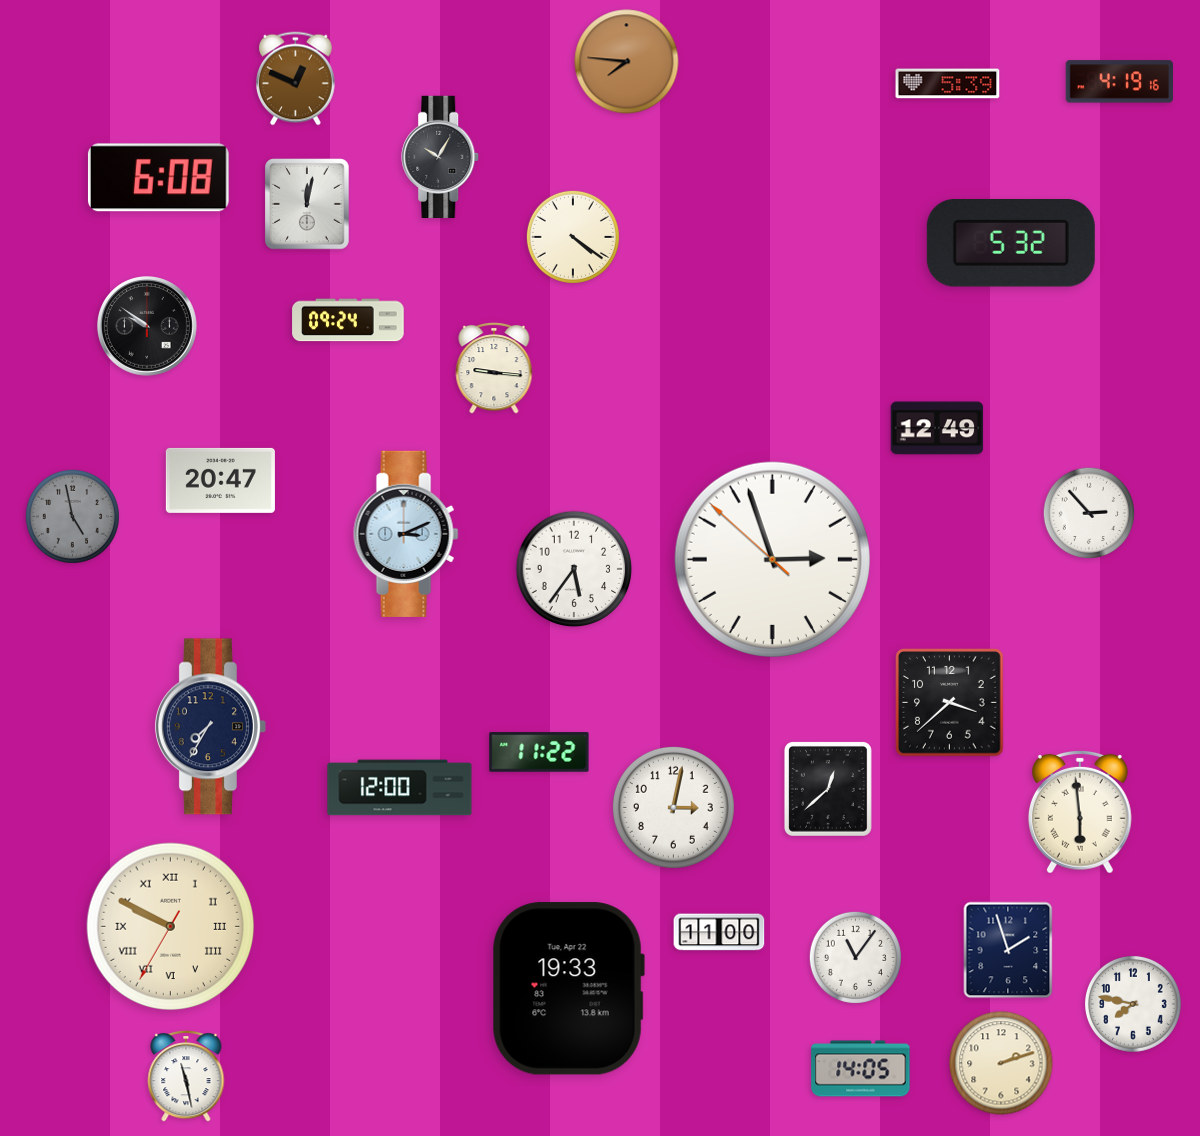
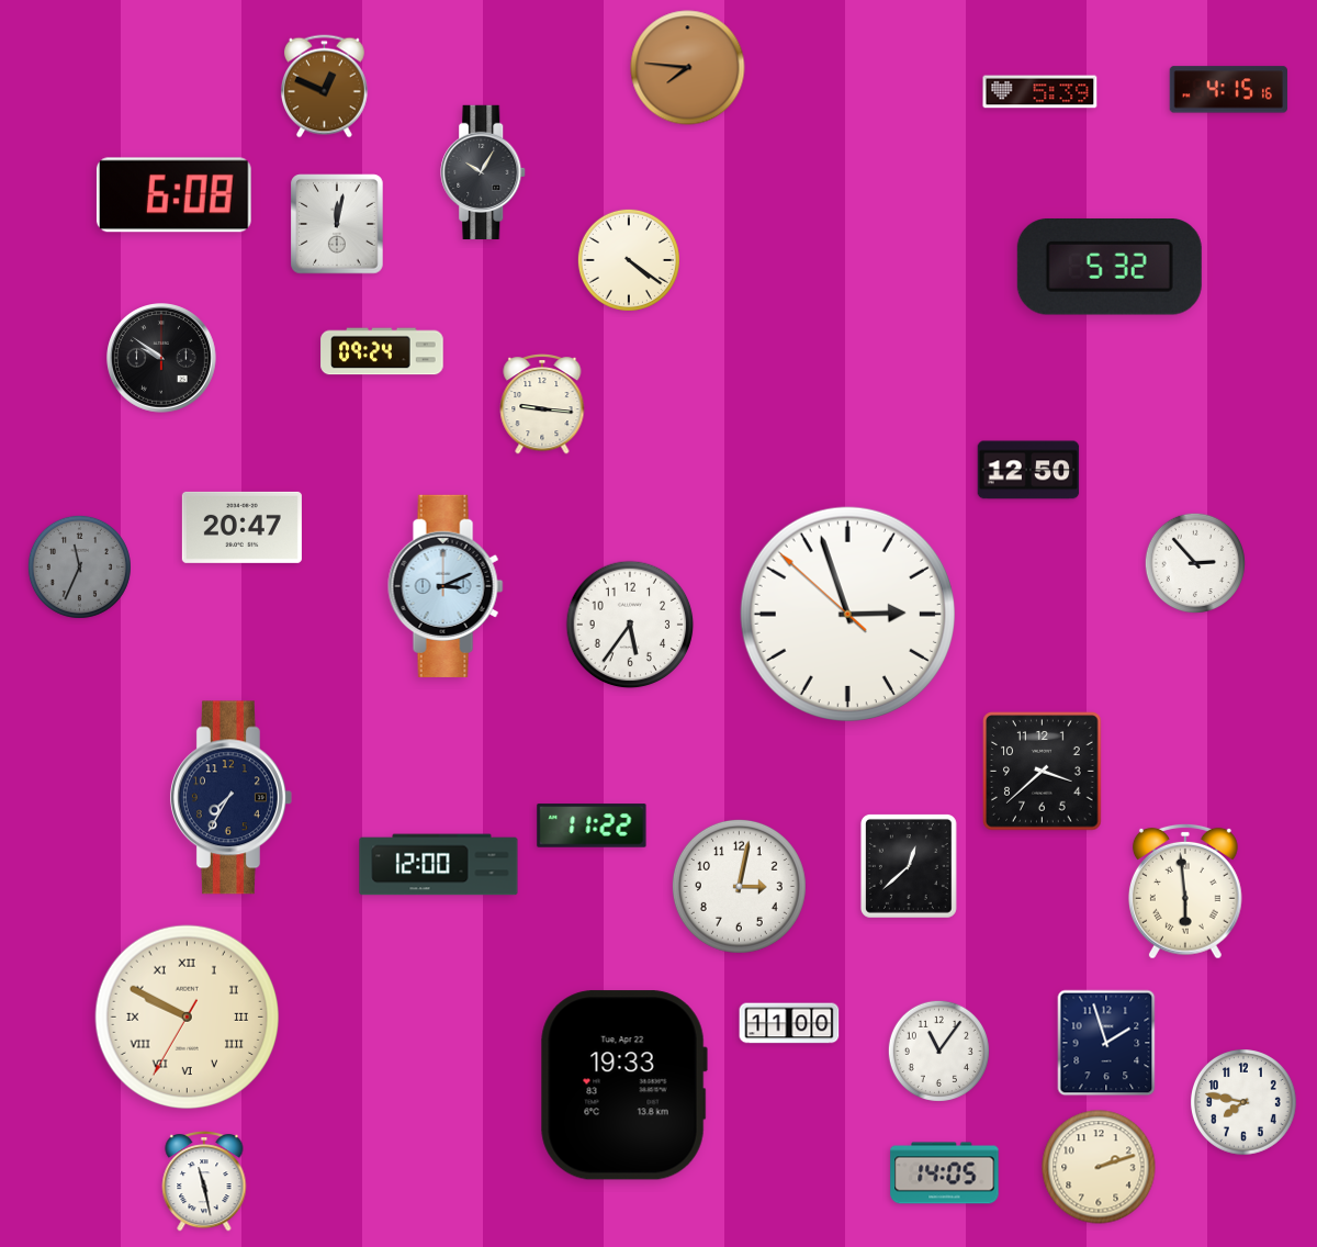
clock at (1119, 82): 4:19 -> 4:15
clock at (937, 428): 12:49 -> 12:50
clock at (72, 516): 4:58 -> 11:34
